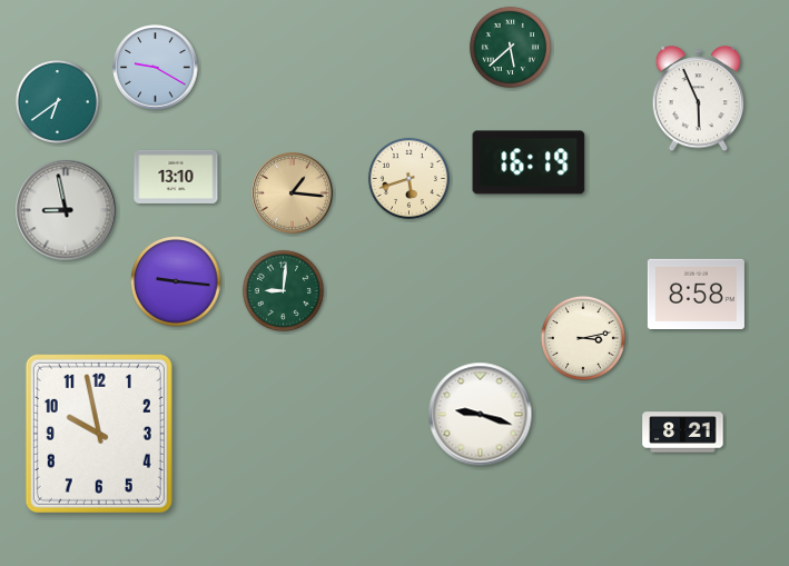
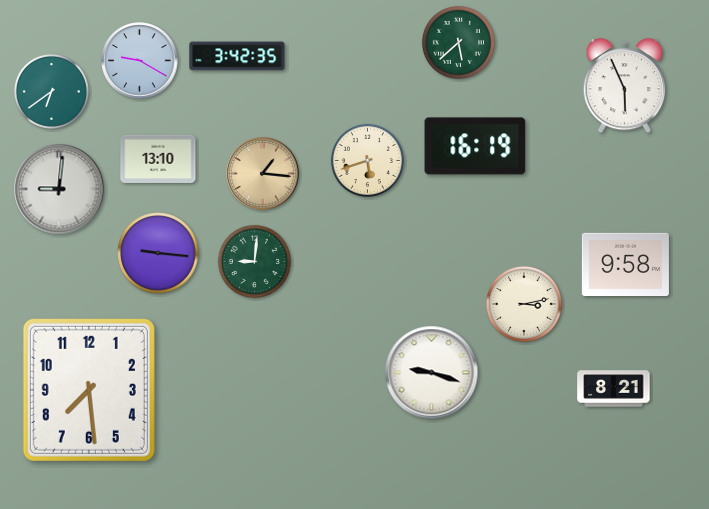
clock at (237, 56): none -> 3:42
clock at (699, 99) position: (699, 99) -> (625, 86)
clock at (66, 210): 8:58 -> 9:01
clock at (696, 294): 8:58 -> 9:58
clock at (99, 434): 9:58 -> 7:29
